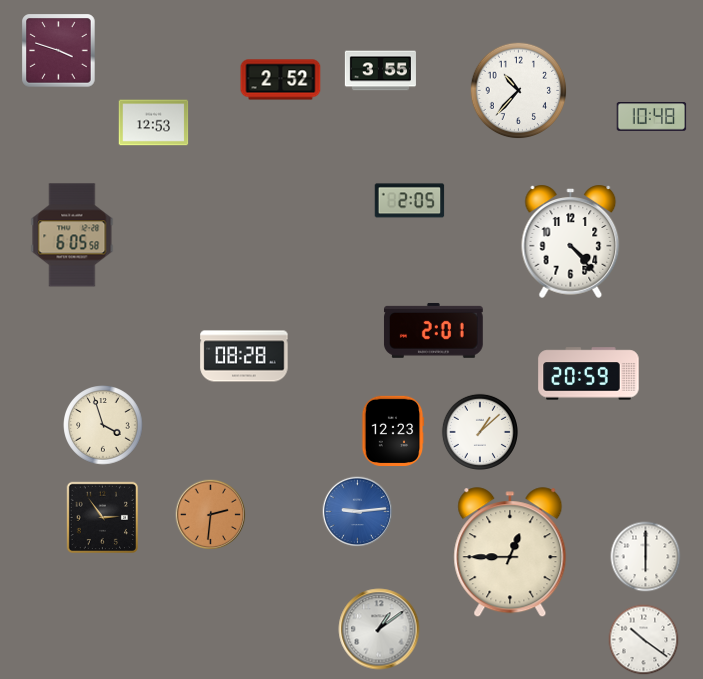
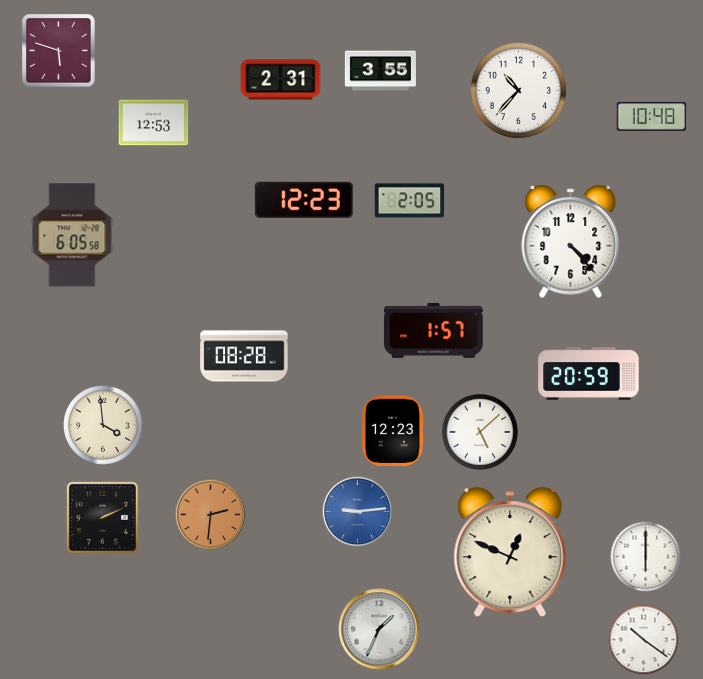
clock at (59, 51): 3:48 -> 5:48
clock at (281, 80): 2:52 -> 2:31
clock at (304, 200): none -> 12:23
clock at (433, 330): 2:01 -> 1:57
clock at (103, 425): 3:57 -> 3:59
clock at (480, 432): 1:08 -> 5:08
clock at (103, 518): 2:54 -> 2:11
clock at (510, 553): 12:45 -> 12:49
clock at (379, 629): 1:09 -> 1:34
